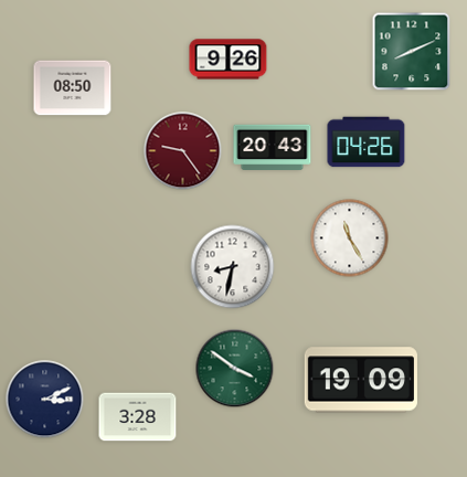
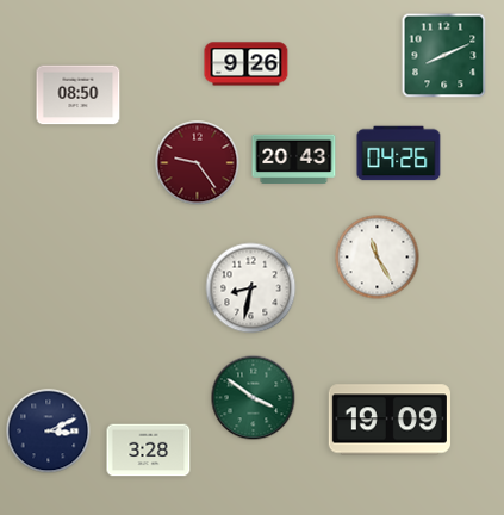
clock at (367, 142) position: (367, 142) -> (399, 154)
clock at (361, 380) position: (361, 380) -> (390, 420)
